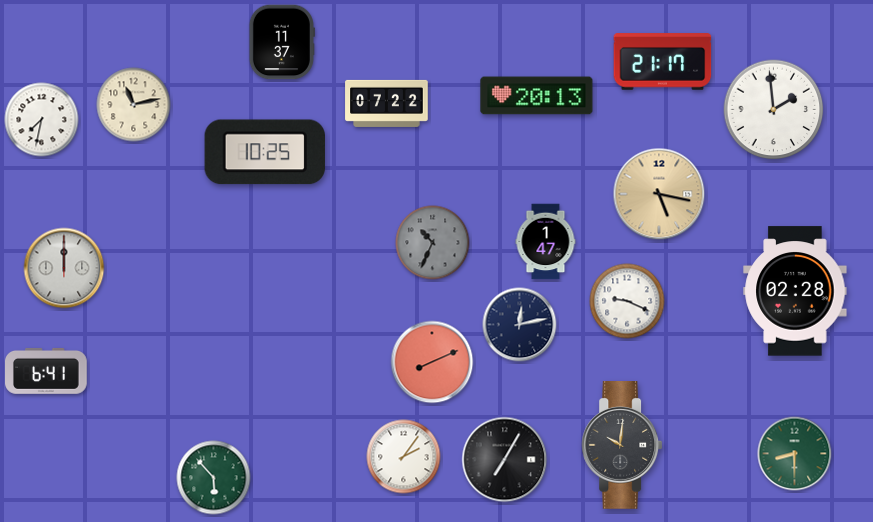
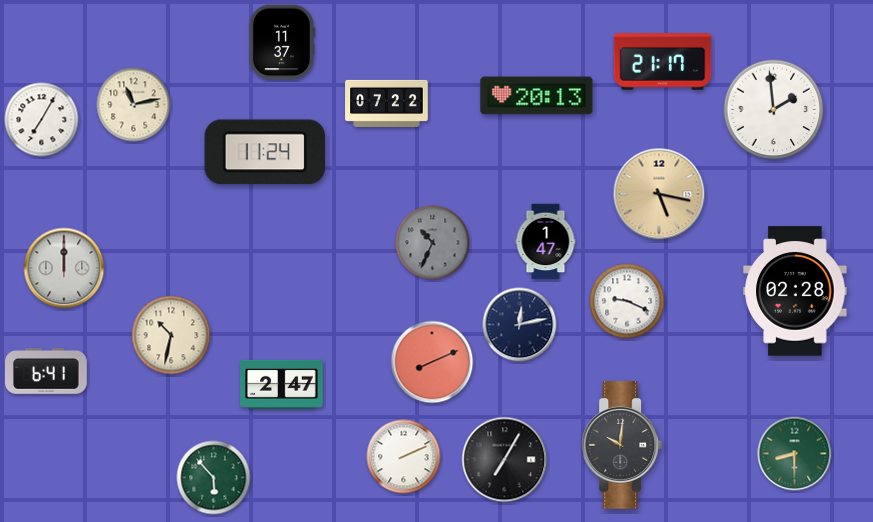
clock at (42, 120): 7:32 -> 7:05
clock at (265, 152): 10:25 -> 11:24
clock at (171, 335): none -> 10:32
clock at (282, 384): none -> 2:47
clock at (404, 457): 2:06 -> 2:11
